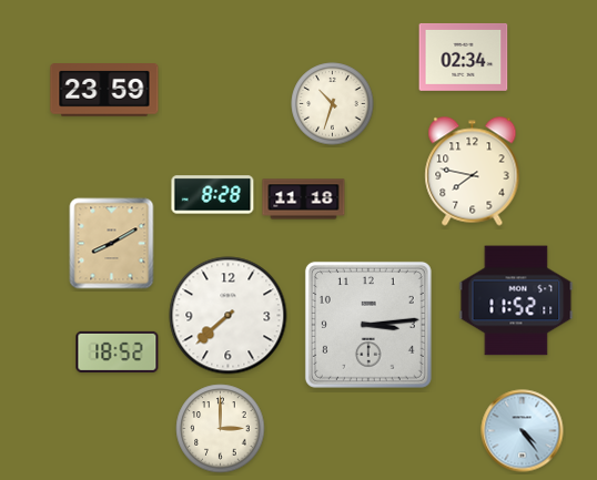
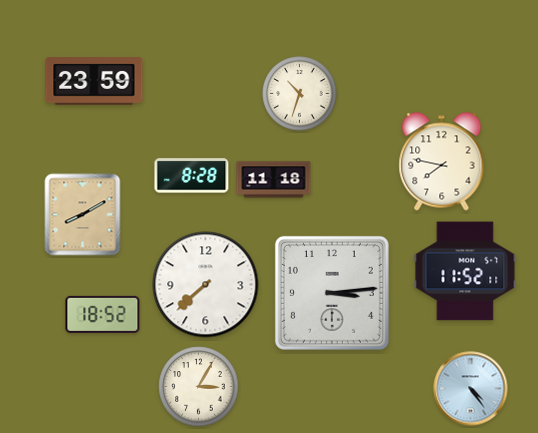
clock at (464, 57): 02:34 -> none
clock at (473, 172) position: (473, 172) -> (442, 162)
clock at (112, 244) position: (112, 244) -> (83, 215)
clock at (118, 351) position: (118, 351) -> (103, 314)
clock at (221, 429): 3:00 -> 3:05
